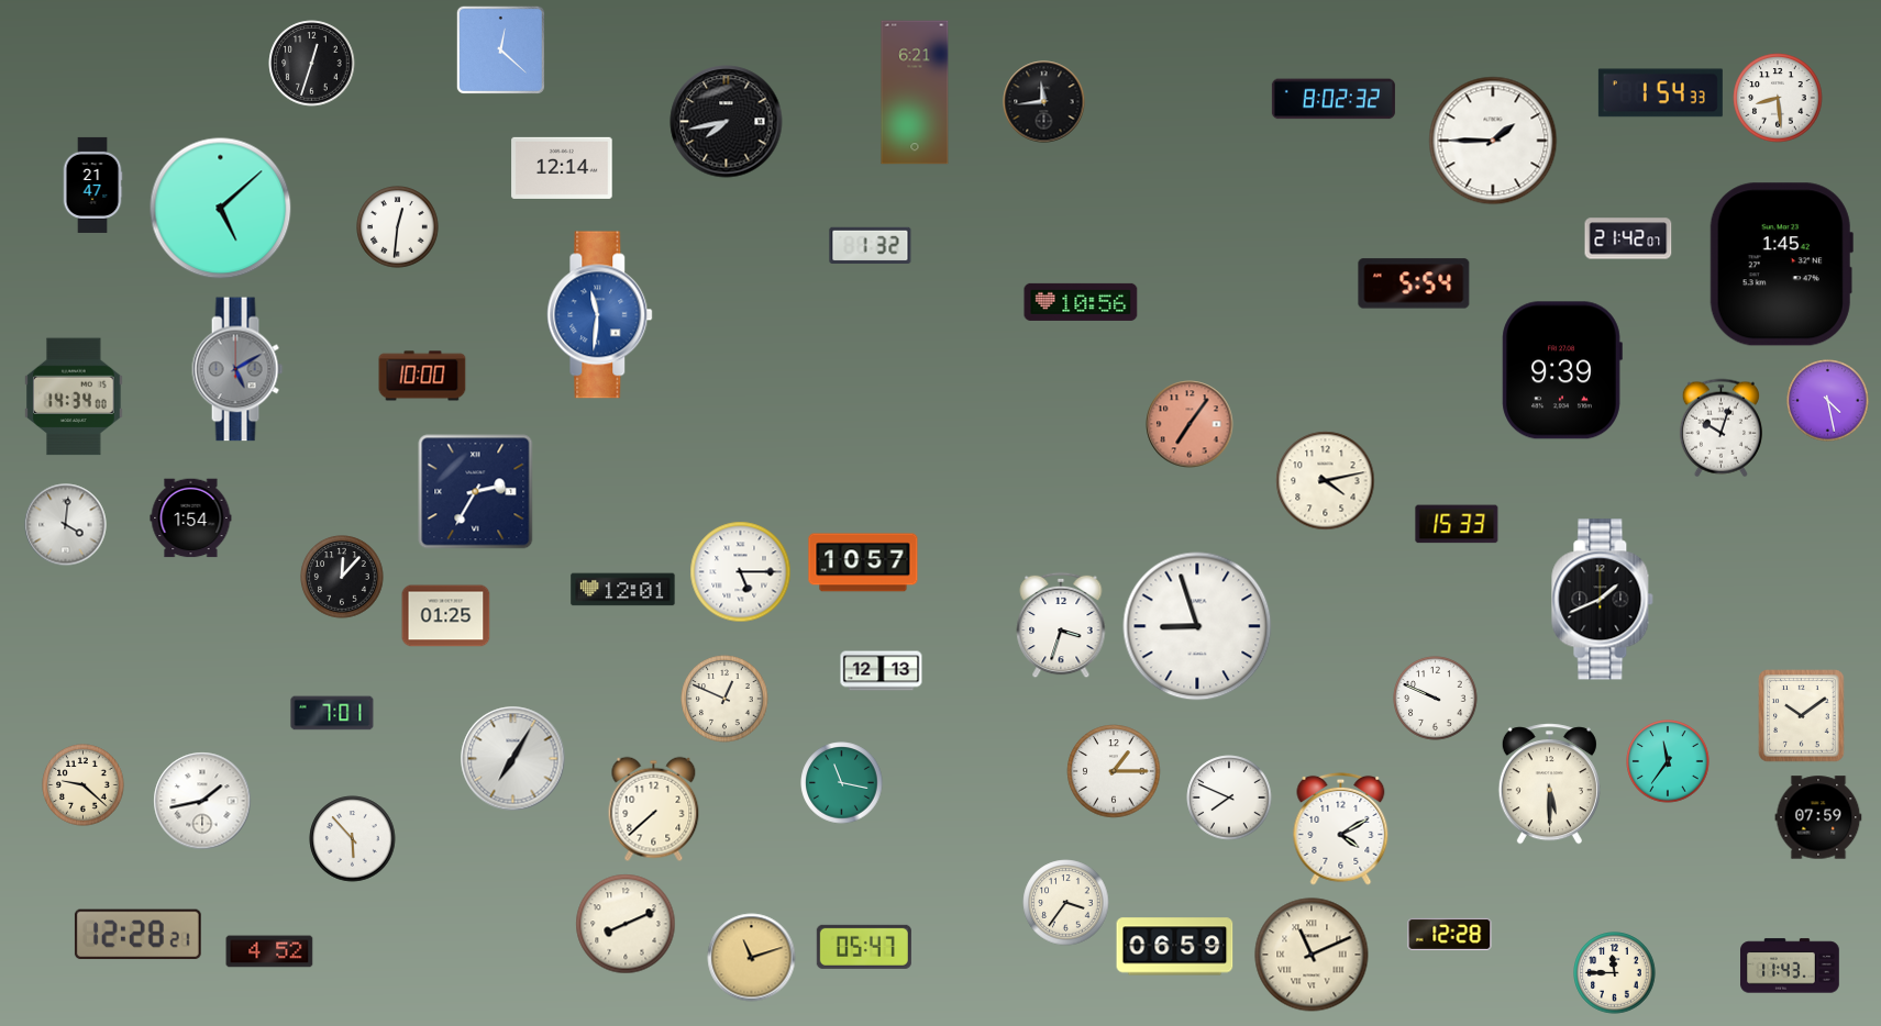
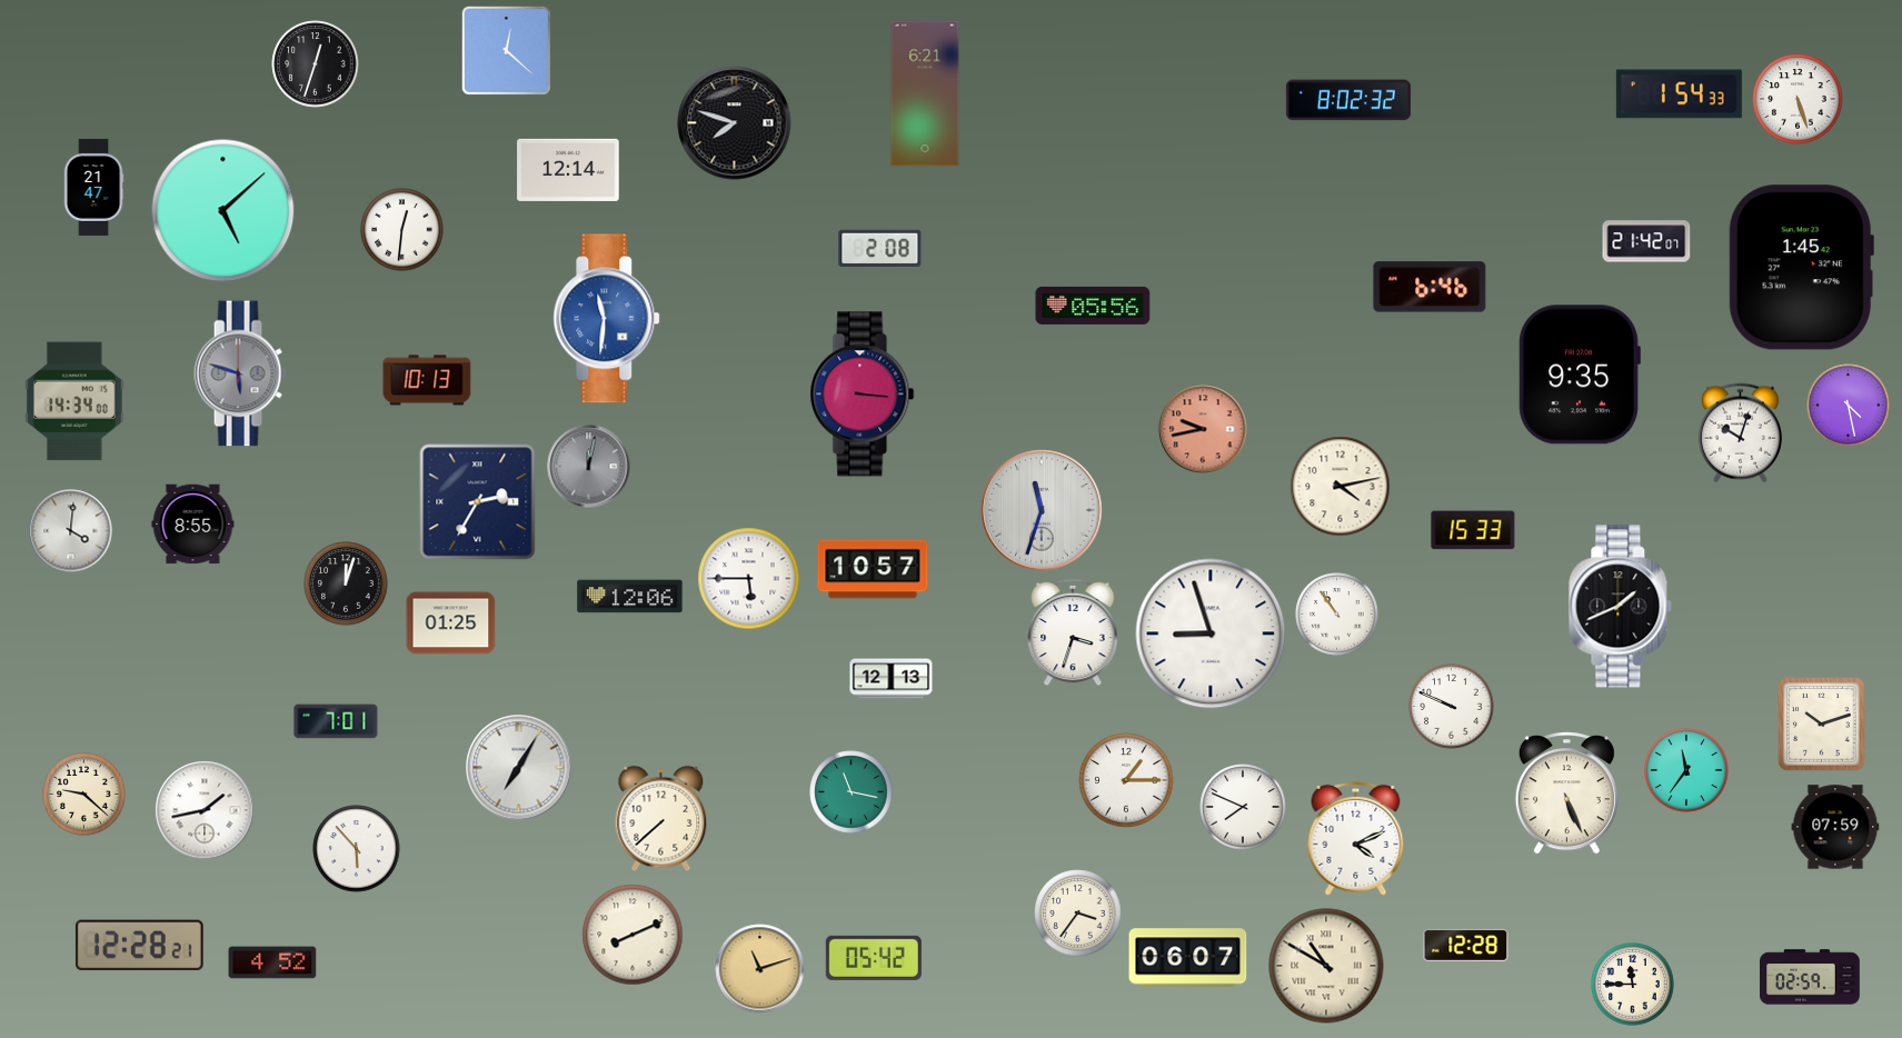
clock at (1778, 98): 8:29 -> 5:27
clock at (1044, 102): 11:44 -> none
clock at (727, 122): 7:43 -> 7:48
clock at (1493, 141): 1:45 -> none
clock at (871, 245): 1:32 -> 2:08
clock at (1414, 283): 5:54 -> 6:46
clock at (1081, 302): 10:56 -> 05:56
clock at (237, 369): 5:10 -> 5:48
clock at (1562, 370): 9:39 -> 9:35
clock at (422, 376): 10:00 -> 10:13
clock at (863, 395): none -> 3:16
clock at (1190, 424): 7:06 -> 9:43
clock at (589, 467): none -> 12:02
clock at (476, 492) position: (476, 492) -> (478, 502)
clock at (1042, 510): none -> 11:33
clock at (191, 518): 1:54 -> 8:55
clock at (66, 525) position: (66, 525) -> (71, 531)
clock at (741, 572): 5:15 -> 5:45
clock at (342, 577): 12:07 -> 12:03
clock at (623, 590): 12:01 -> 12:06
clock at (1337, 615): none -> 10:54
clock at (724, 699): 12:49 -> none
clock at (1802, 716): 10:09 -> 10:12
clock at (1549, 784): 5:30 -> 5:26
clock at (1818, 817) position: (1818, 817) -> (1835, 827)
clock at (1341, 828): 4:10 -> 4:11
clock at (864, 947): 05:47 -> 05:42
clock at (1175, 947): 06:59 -> 06:07
clock at (1312, 955): 11:11 -> 10:50
clock at (1791, 966): 11:43 -> 02:59
